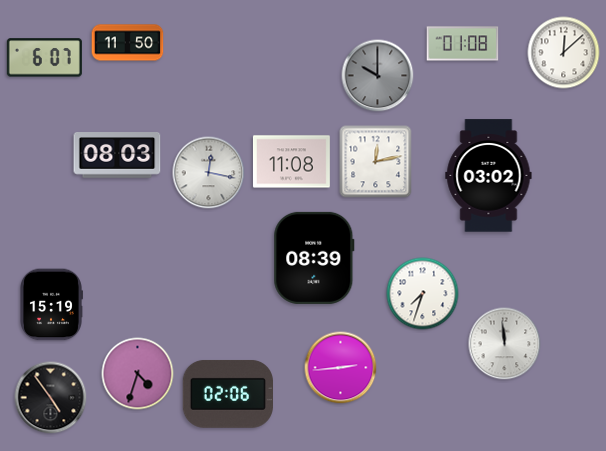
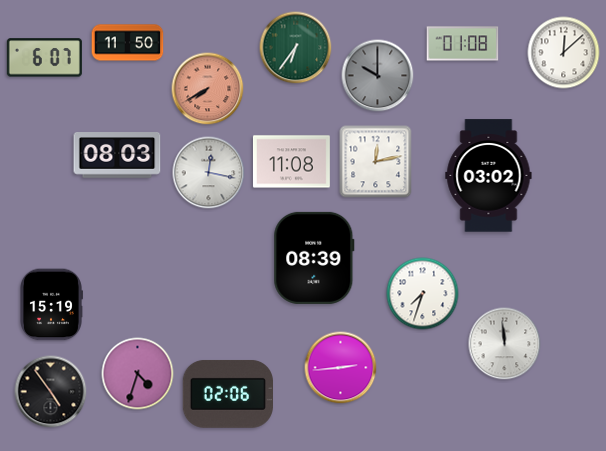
clock at (296, 48): none -> 6:36
clock at (208, 89): none -> 7:40
clock at (51, 398) position: (51, 398) -> (51, 392)
